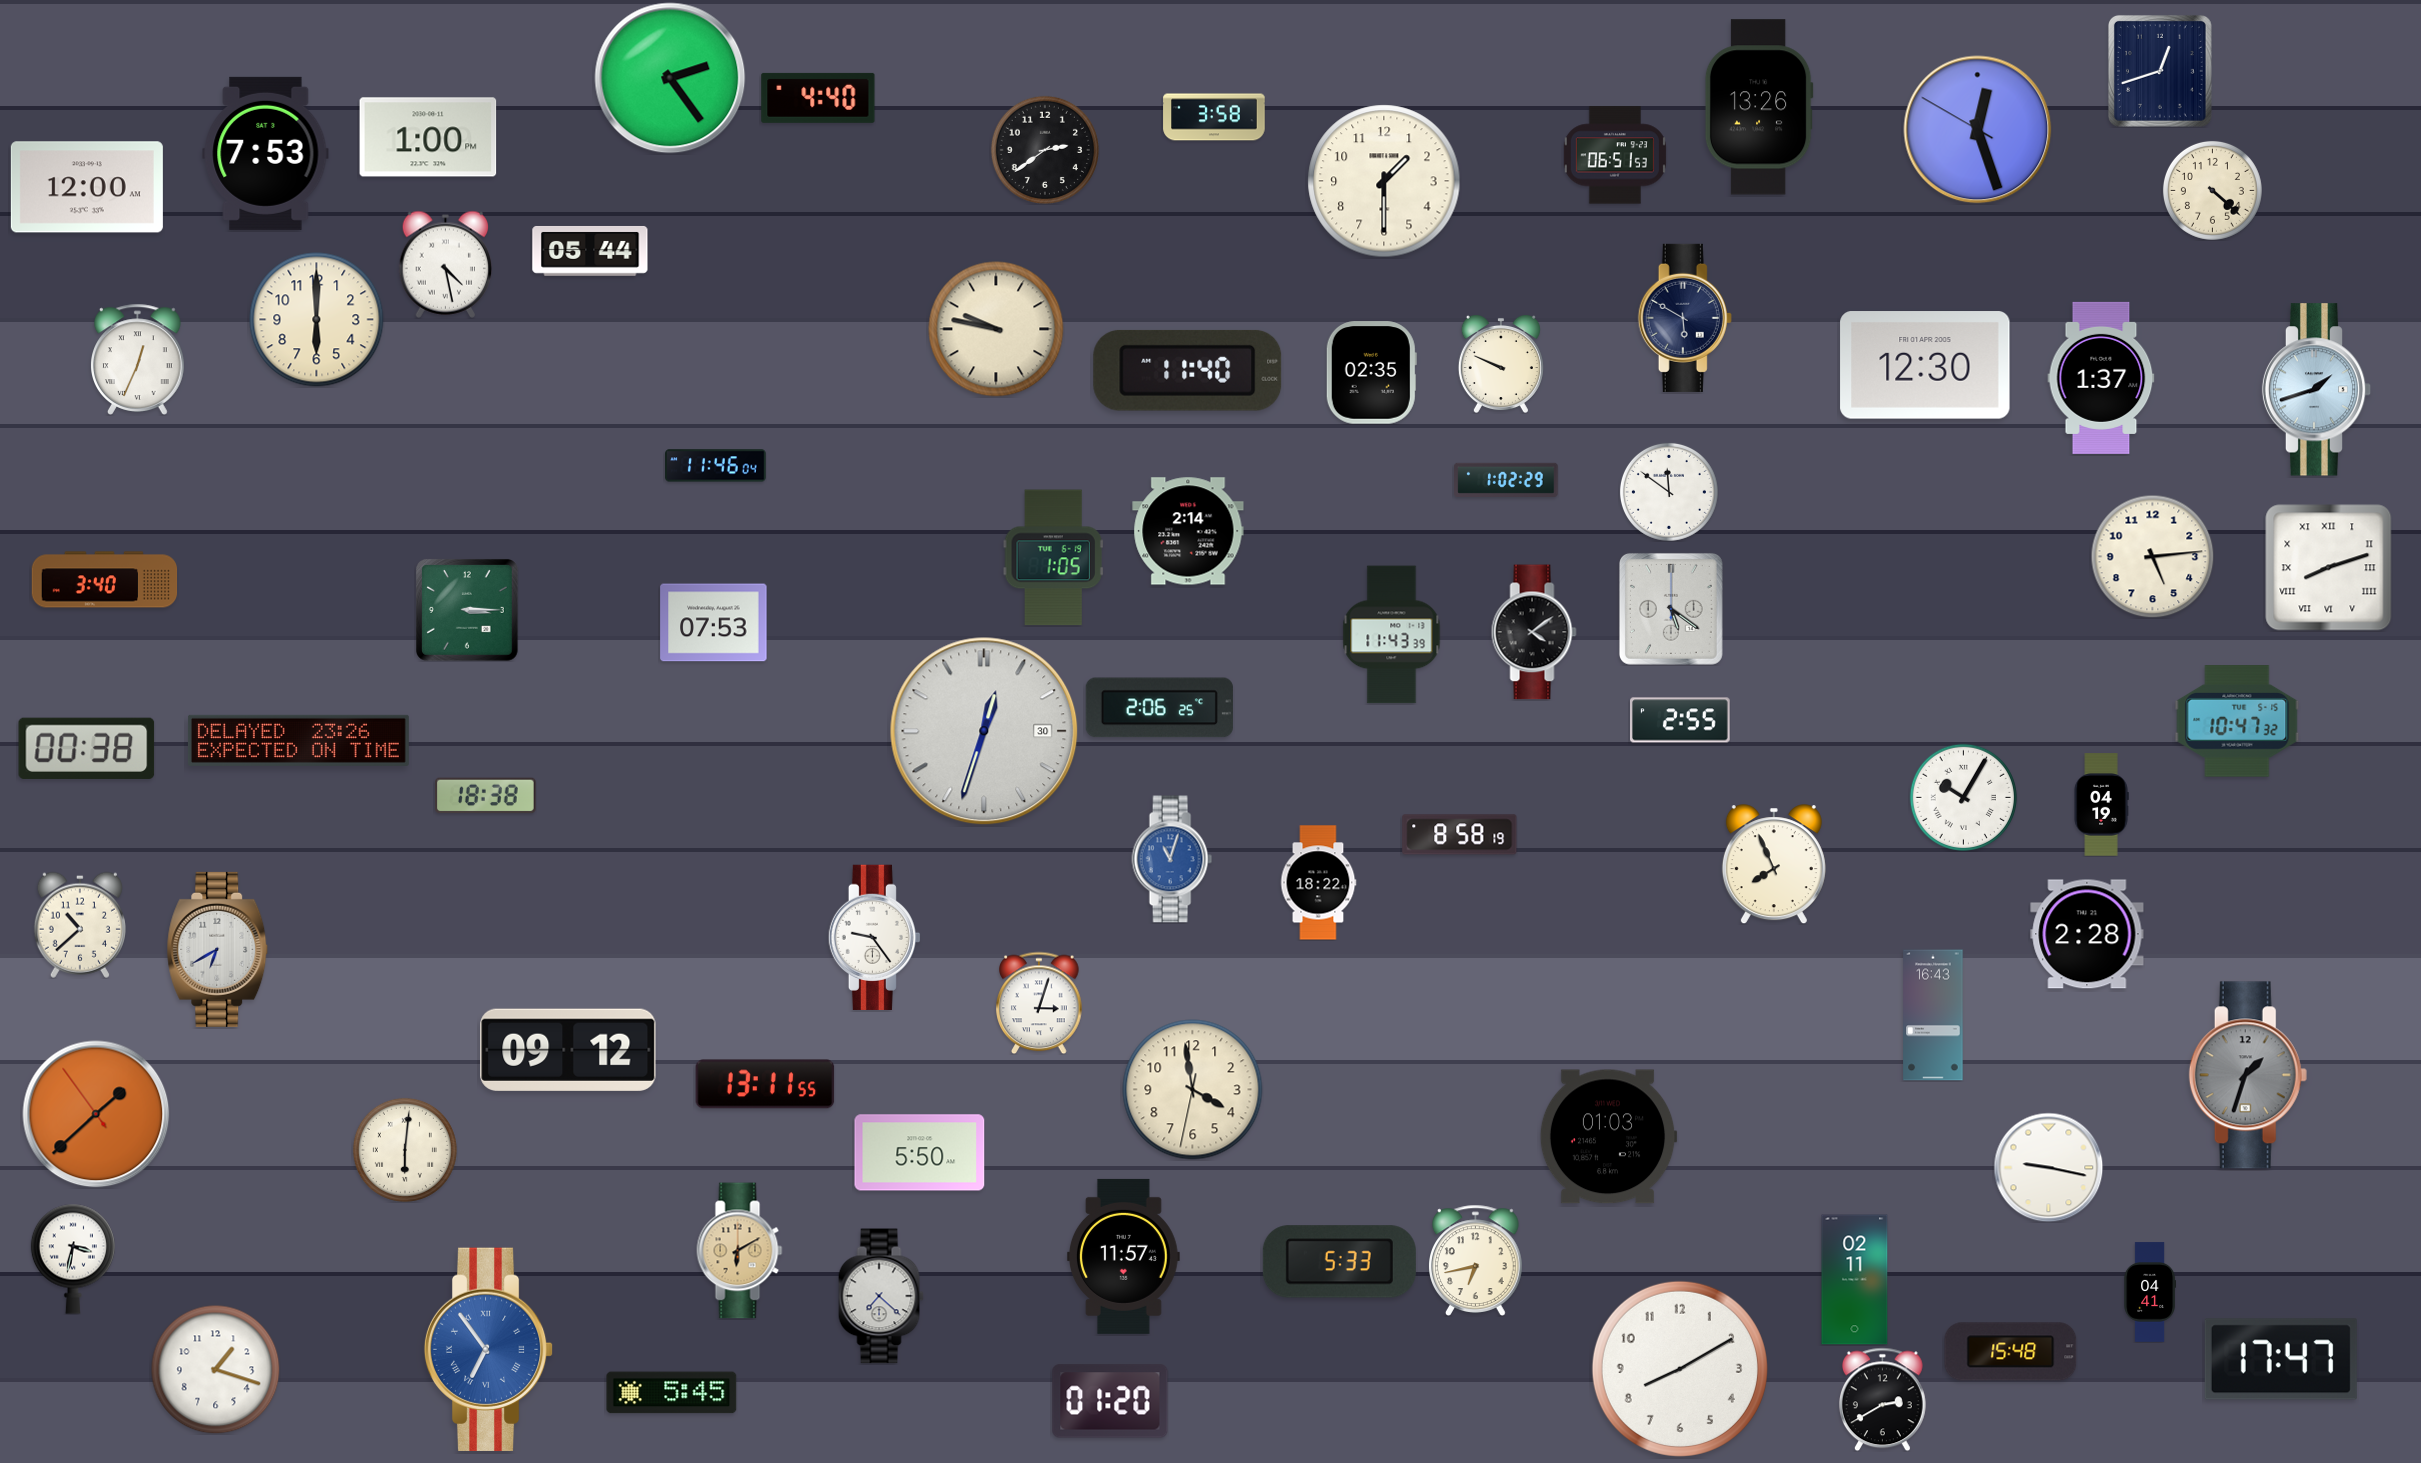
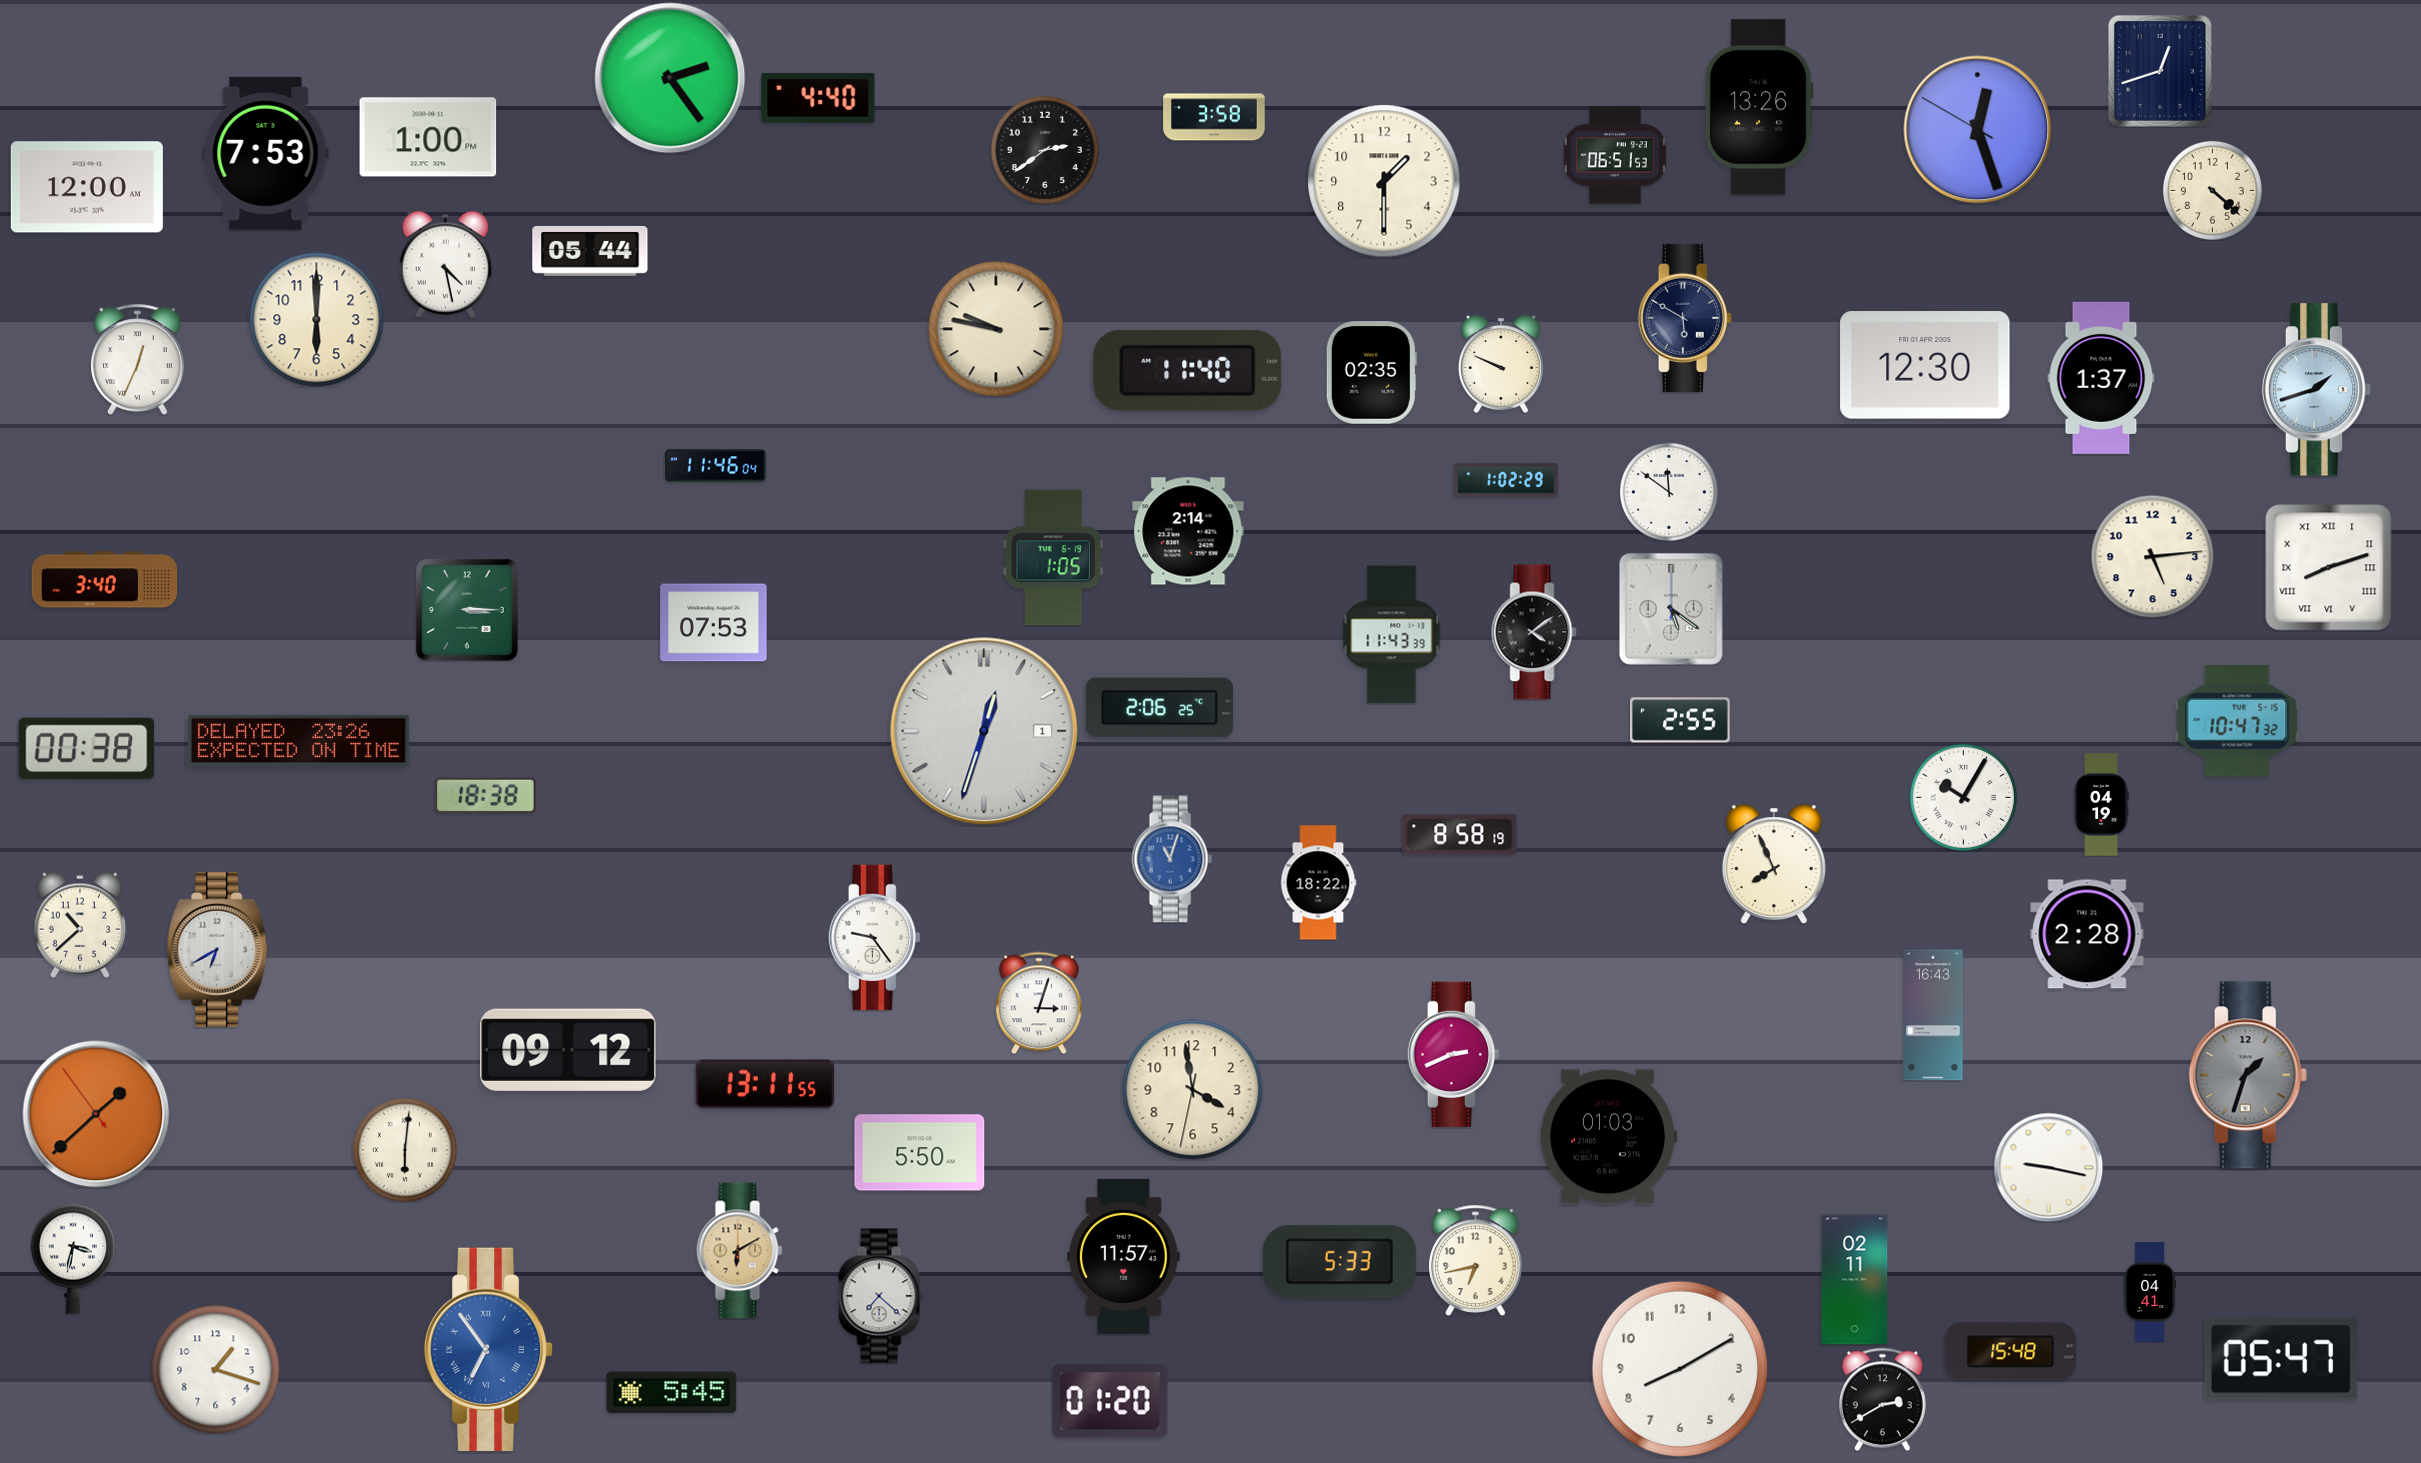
clock at (984, 731) date: 30 -> 1
clock at (1453, 1054): none -> 2:41
clock at (2281, 1359): 17:47 -> 05:47
